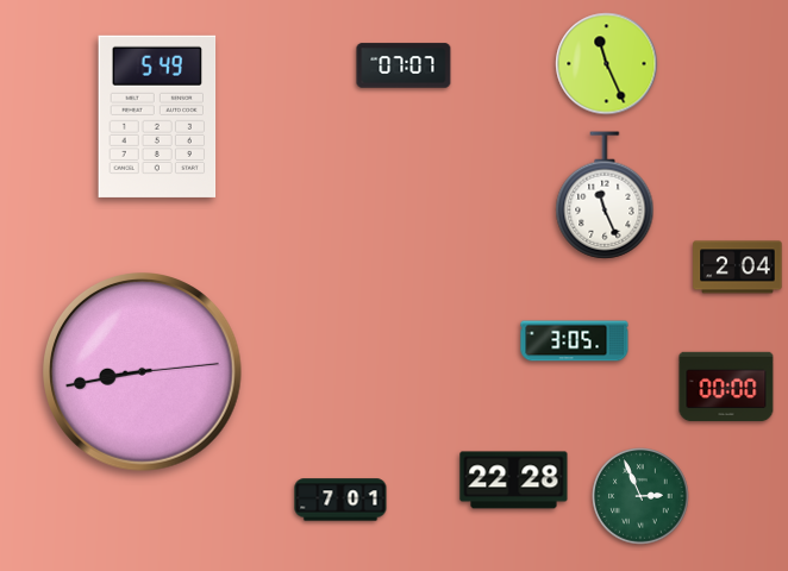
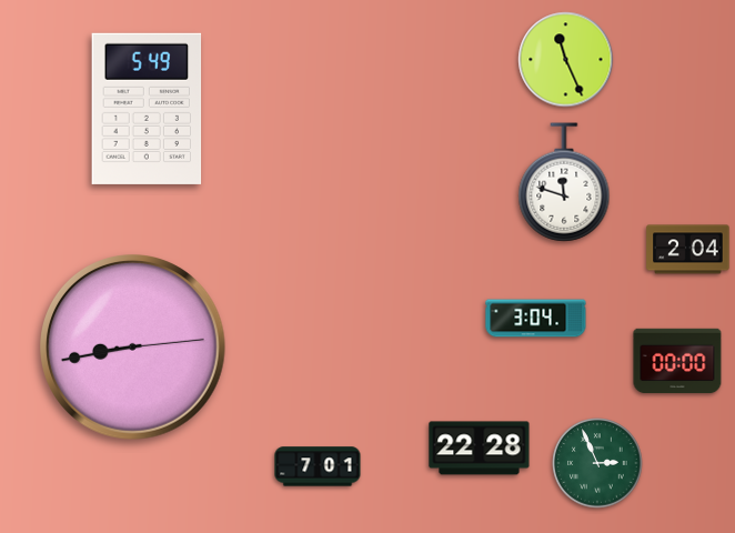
clock at (404, 65): 07:07 -> none
clock at (605, 195): 11:26 -> 11:48
clock at (575, 341): 3:05 -> 3:04
